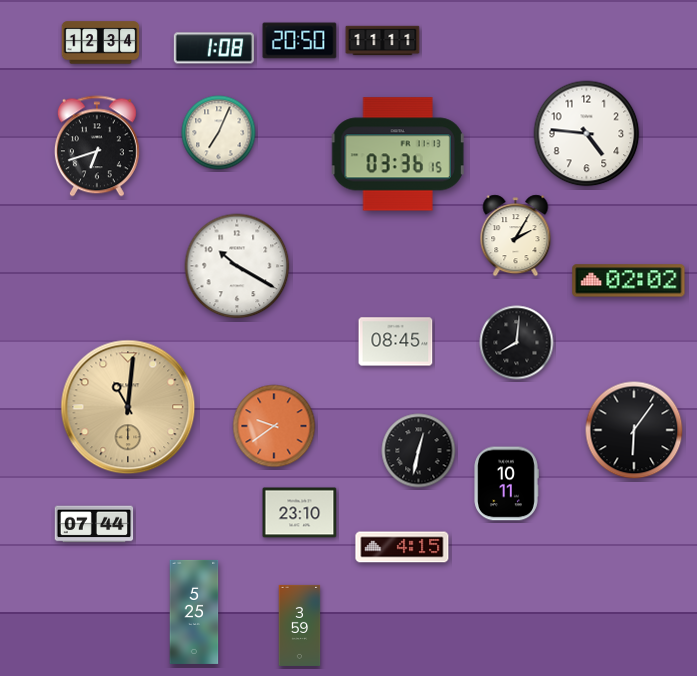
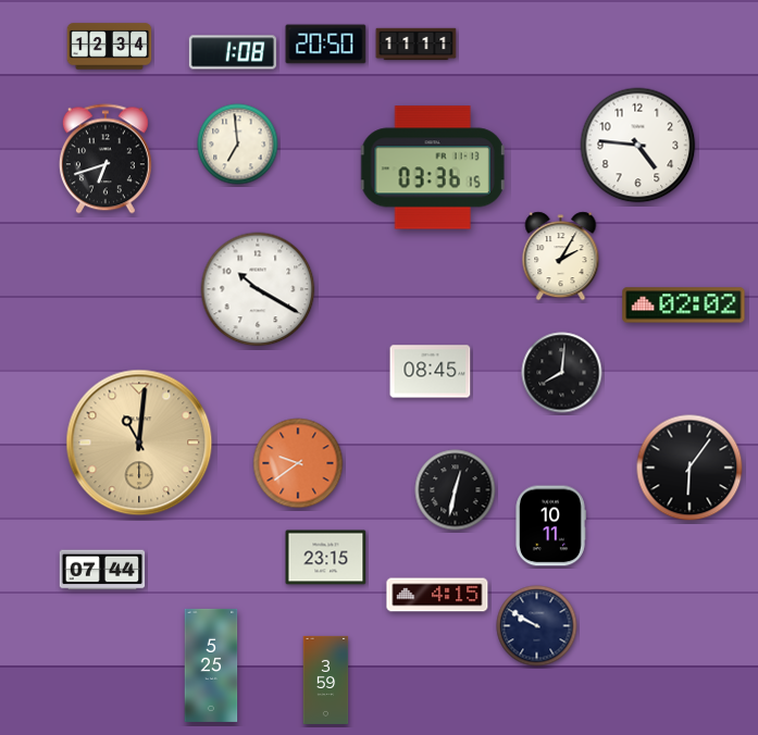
clock at (219, 133): 7:04 -> 6:59
clock at (300, 513): 23:10 -> 23:15
clock at (537, 626): none -> 9:50
